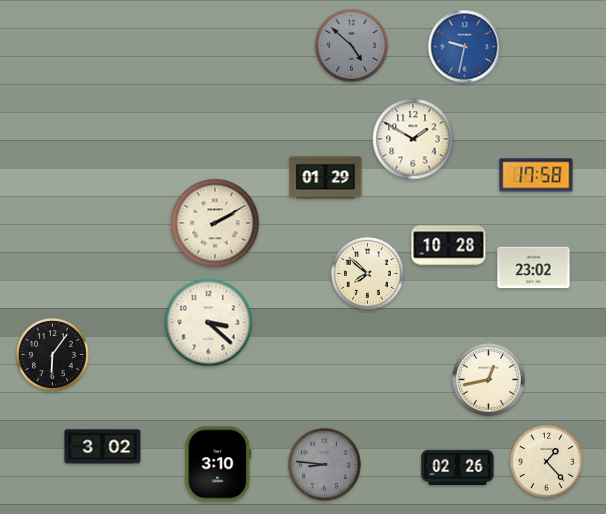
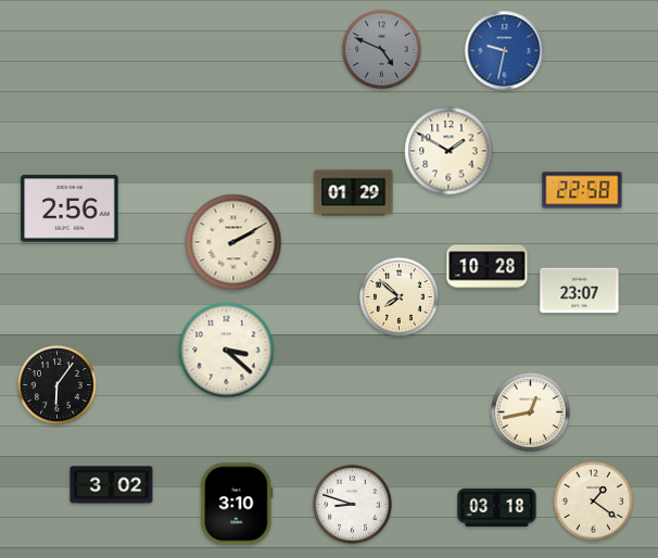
clock at (352, 46): 4:52 -> 4:49
clock at (536, 175): 17:58 -> 22:58
clock at (69, 208): none -> 2:56
clock at (534, 268): 23:02 -> 23:07
clock at (547, 462): 1:23 -> 1:21
clock at (325, 465): 8:46 -> 8:48
clock at (325, 465) dial: grey -> white
clock at (458, 468): 02:26 -> 03:18
